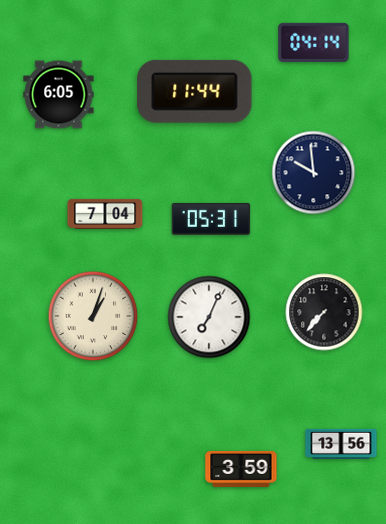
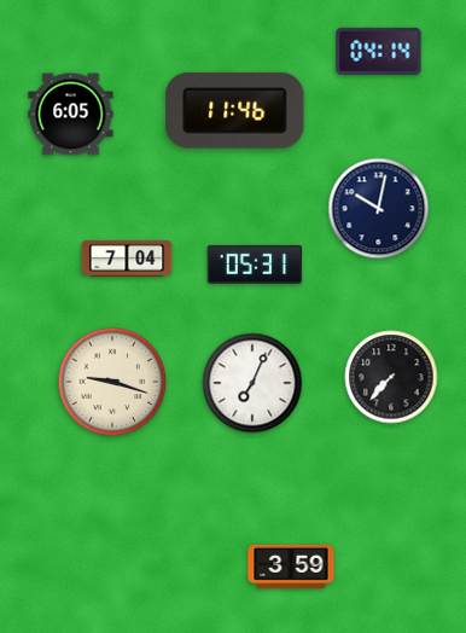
clock at (195, 91): 11:44 -> 11:46
clock at (314, 173): 9:59 -> 10:02
clock at (93, 316): 1:03 -> 9:18
clock at (341, 443): 13:56 -> none
